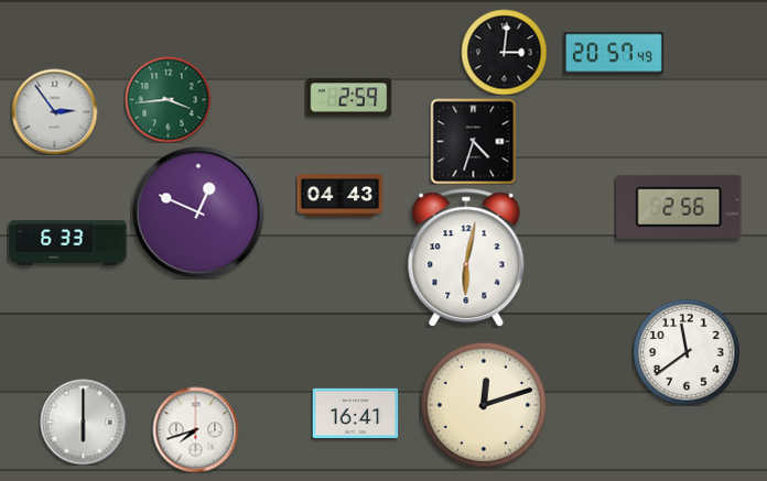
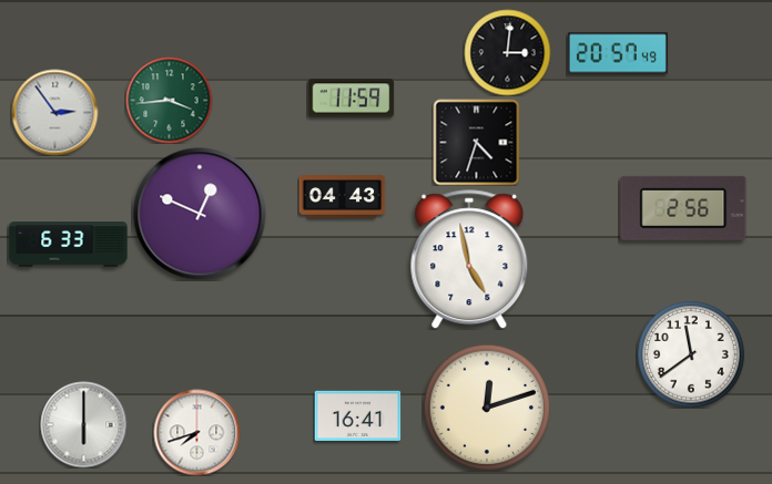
clock at (348, 98): 2:59 -> 11:59
clock at (466, 258): 6:02 -> 4:58
